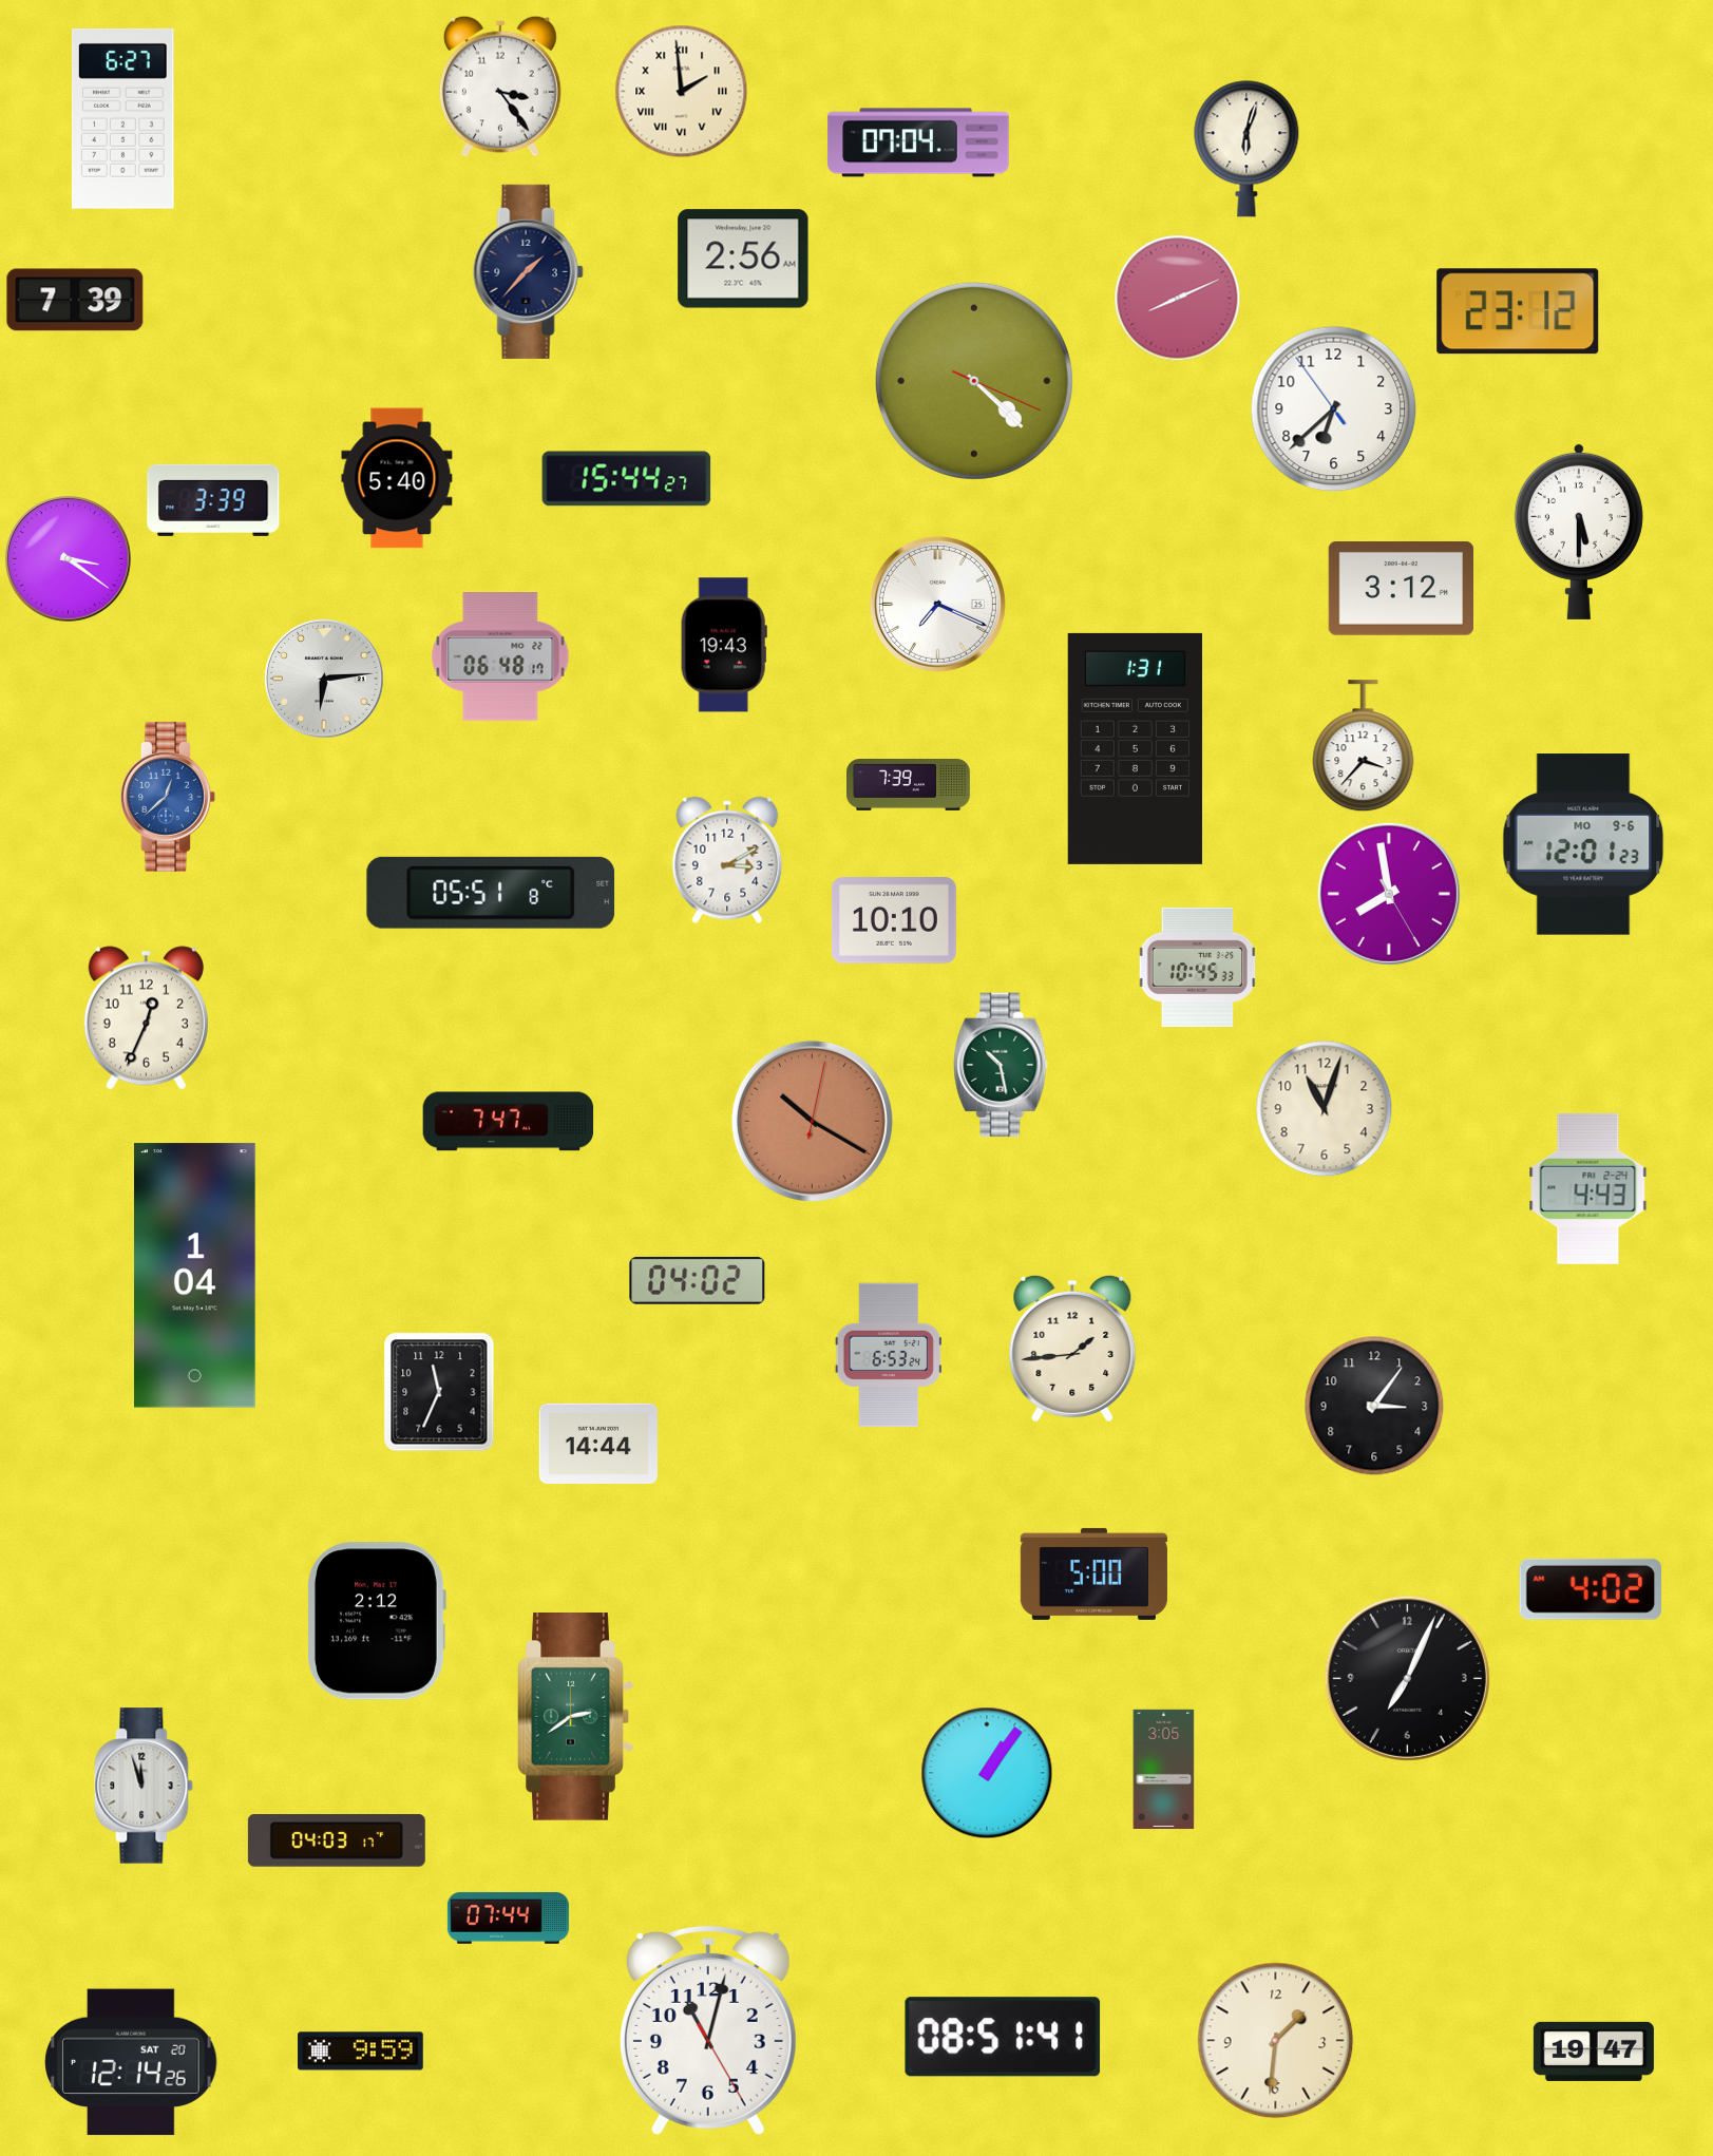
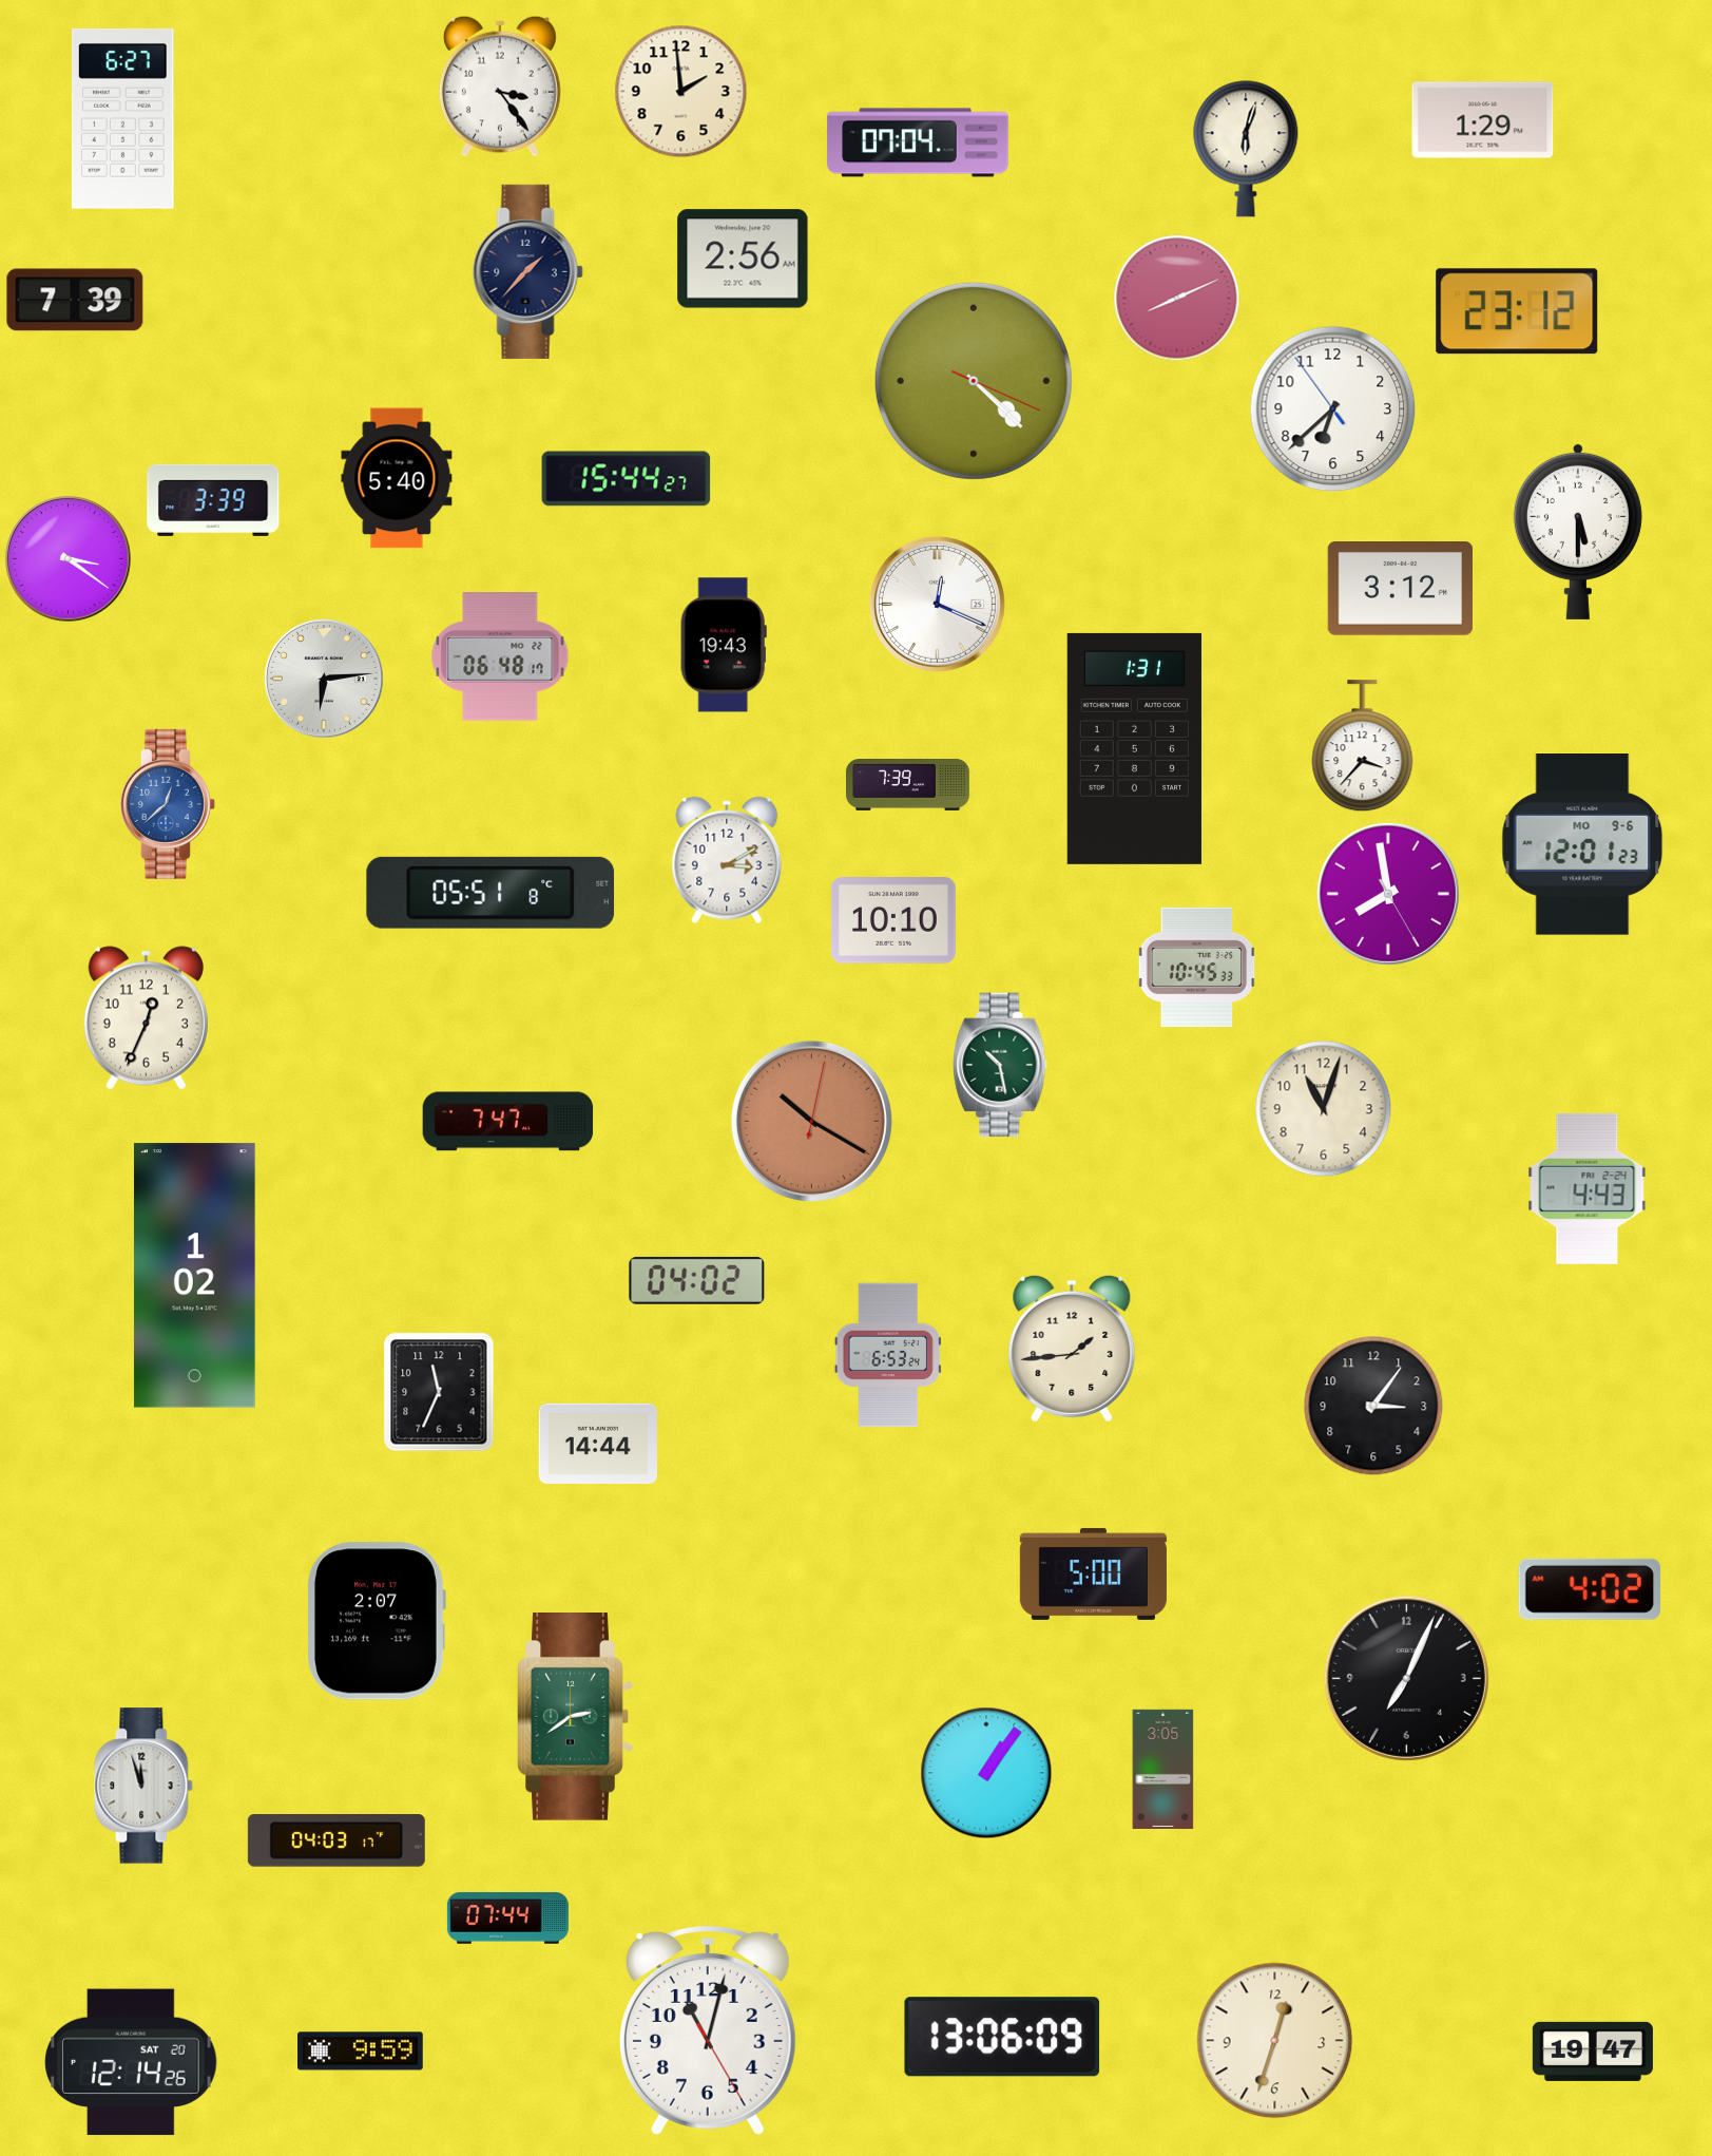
clock at (682, 92) numerals: Roman -> Arabic
clock at (1483, 120): none -> 1:29
clock at (937, 604): 7:19 -> 12:19
clock at (168, 797) position: (168, 797) -> (168, 804)
clock at (194, 1276): 1:04 -> 1:02
clock at (377, 1621): 2:12 -> 2:07
clock at (1003, 2037): 08:51 -> 13:06
clock at (1276, 2041): 1:31 -> 12:33
